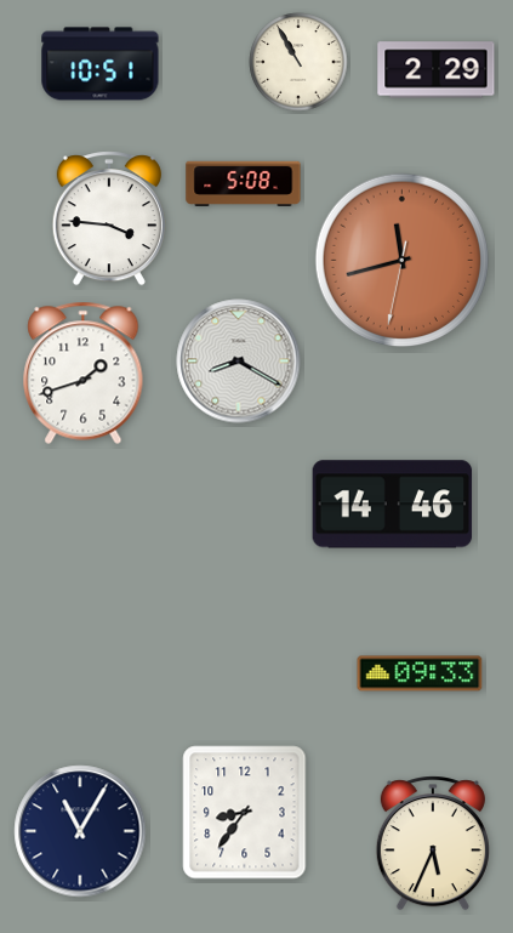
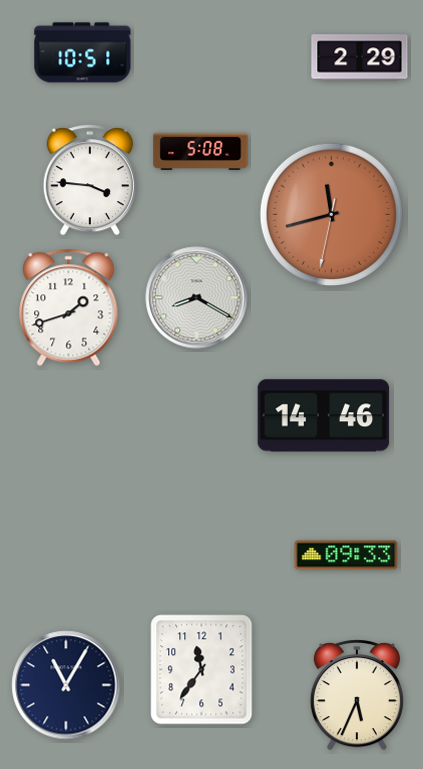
clock at (298, 62): 10:55 -> none
clock at (245, 813): 8:36 -> 11:36
